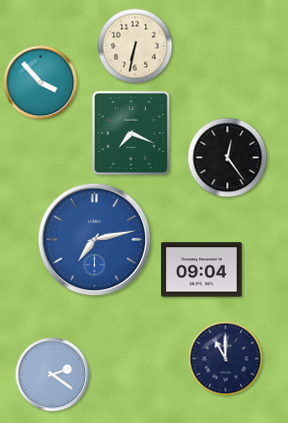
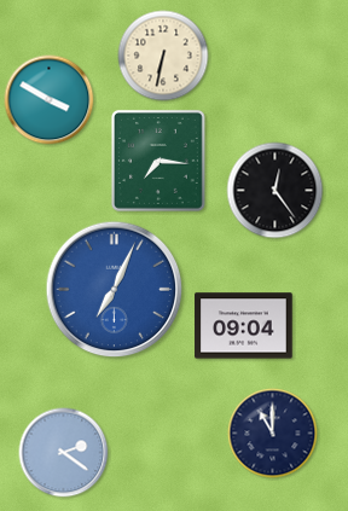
clock at (41, 83): 3:53 -> 3:50
clock at (131, 133): 7:19 -> 7:16
clock at (95, 240): 7:13 -> 7:04
